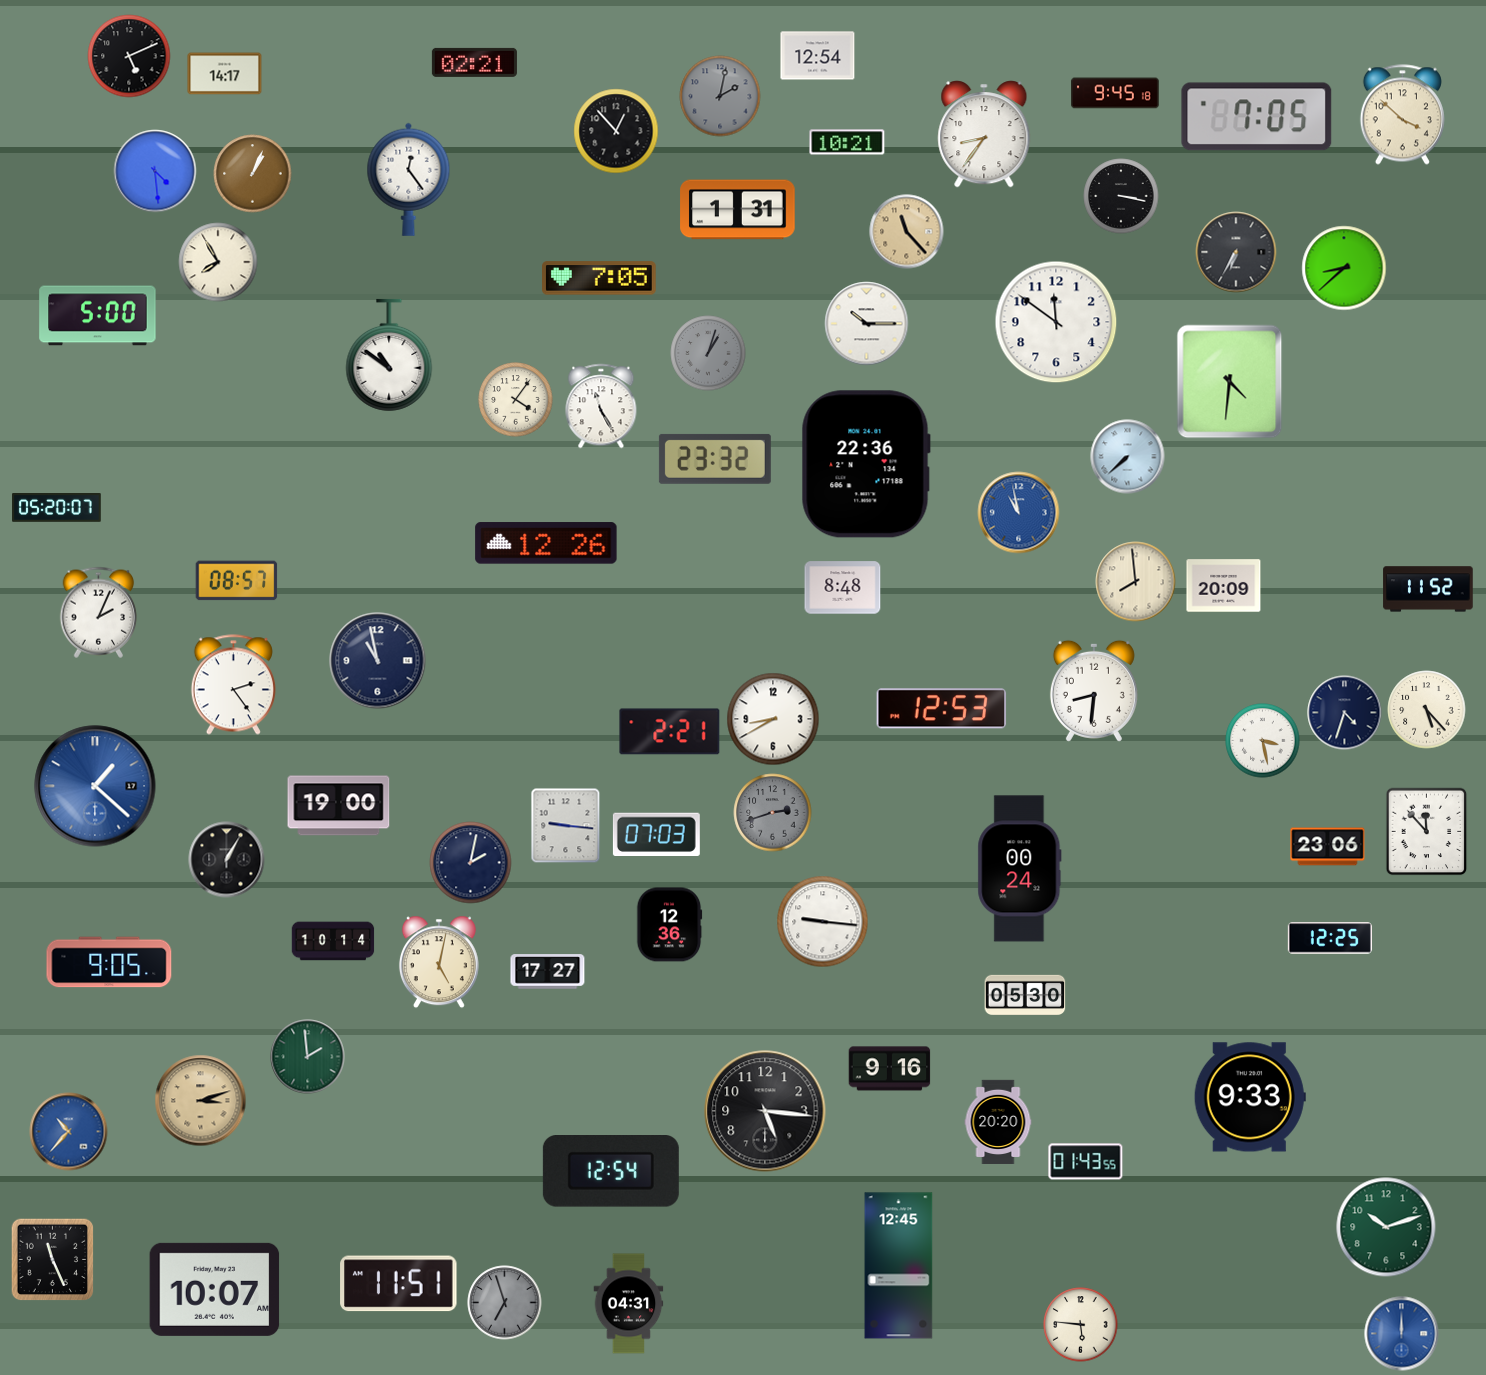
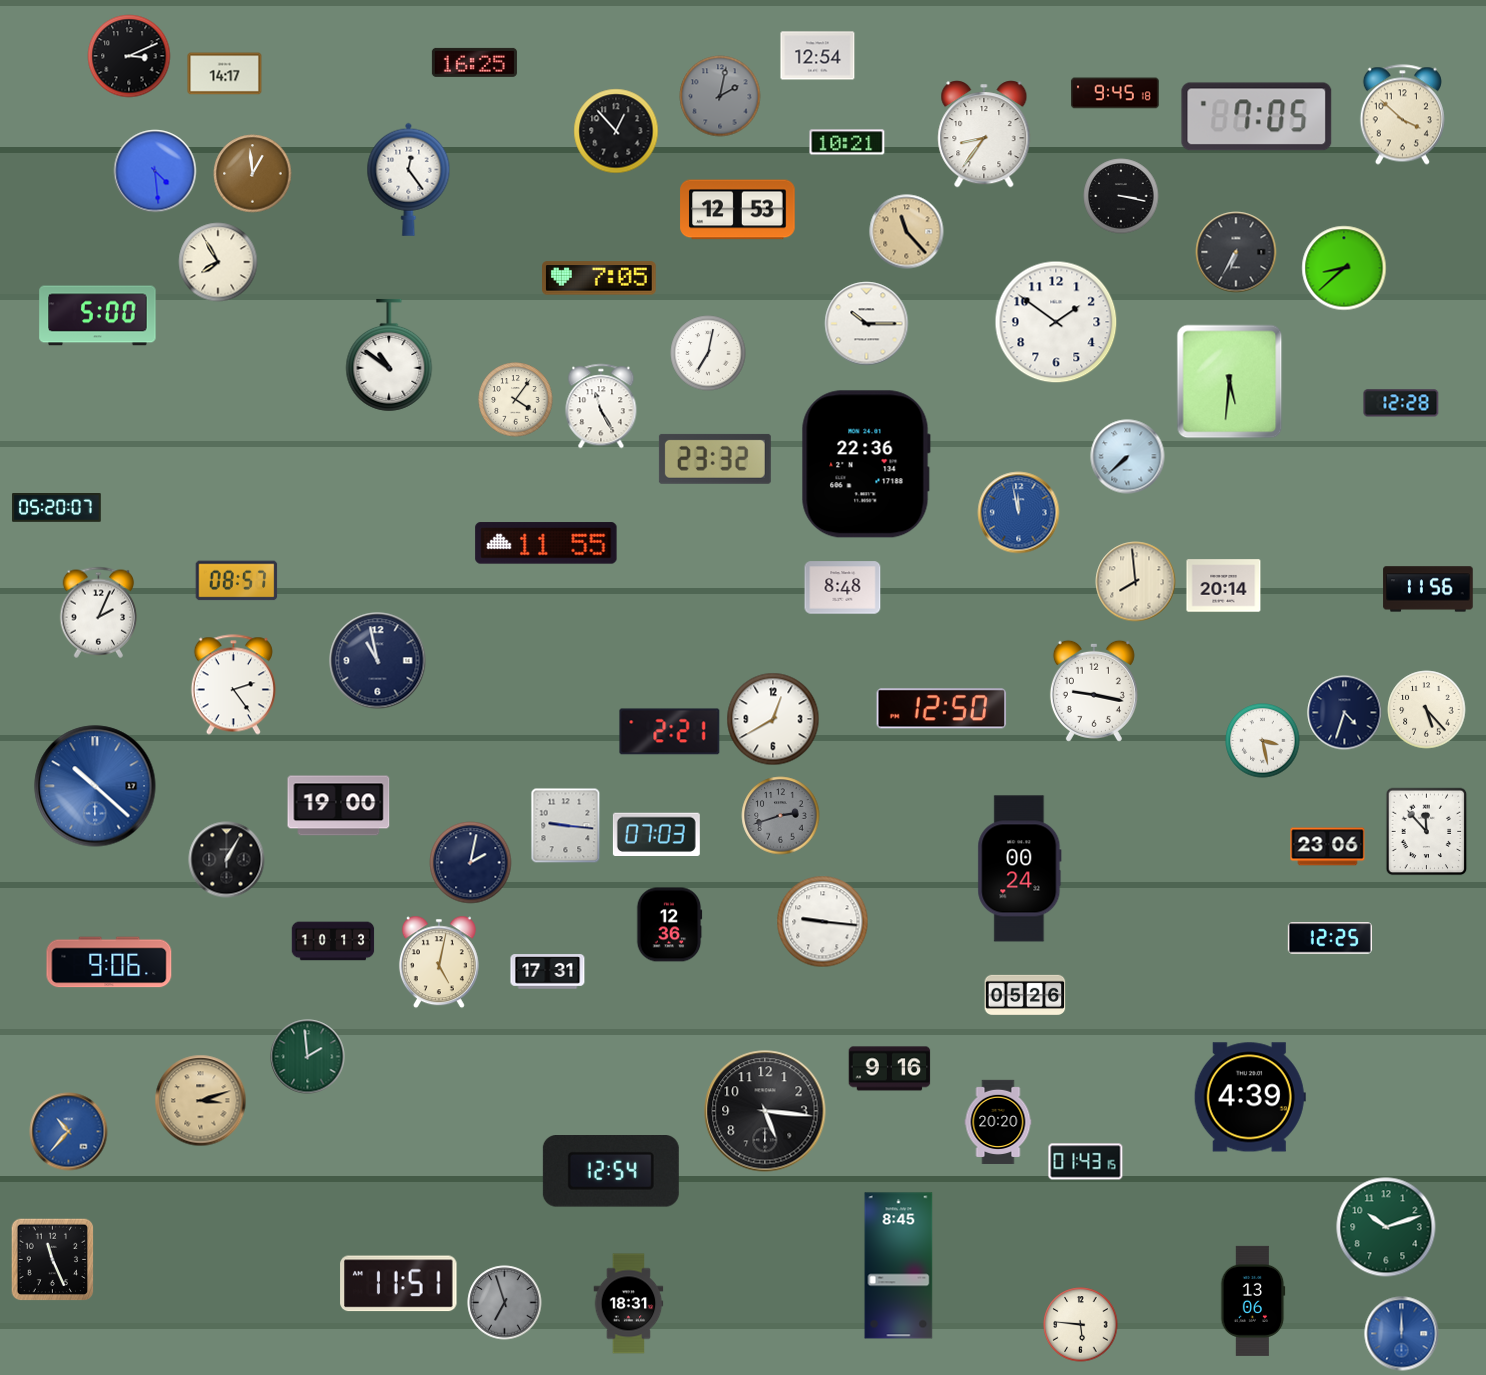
clock at (129, 56): 5:11 -> 3:11
clock at (474, 62): 02:21 -> 16:25
clock at (253, 174): 1:04 -> 12:59
clock at (738, 210): 1:31 -> 12:53
clock at (1056, 322): 11:51 -> 1:51
clock at (708, 353): 1:03 -> 7:02
clock at (708, 353) dial: grey -> white
clock at (1230, 382): 4:31 -> 5:31
clock at (1401, 403): none -> 12:28
clock at (1019, 513): 10:58 -> 11:58
clock at (546, 543): 12:26 -> 11:55
clock at (1224, 586): 20:09 -> 20:14
clock at (1428, 589): 11:52 -> 11:56
clock at (1094, 691): 8:31 -> 9:17
clock at (942, 709): 12:53 -> 12:50
clock at (773, 719): 8:40 -> 12:40
clock at (95, 786): 1:22 -> 10:22
clock at (773, 813) position: (773, 813) -> (781, 816)
clock at (333, 941): 10:14 -> 10:13
clock at (109, 962): 9:05 -> 9:06
clock at (548, 972): 17:27 -> 17:31
clock at (1025, 995): 05:30 -> 05:26
clock at (1250, 1097): 9:33 -> 4:39
clock at (1086, 1162): 01:43:55 -> 01:43:15
clock at (899, 1266): 12:45 -> 8:45
clock at (215, 1289): 10:07 -> none
clock at (1253, 1301): none -> 13:06
clock at (629, 1304): 04:31 -> 18:31
